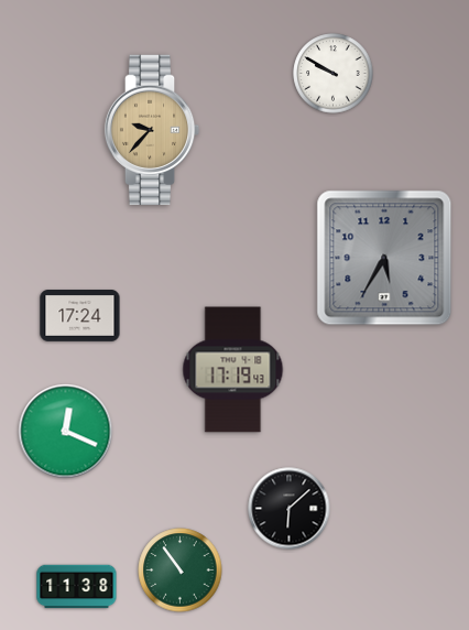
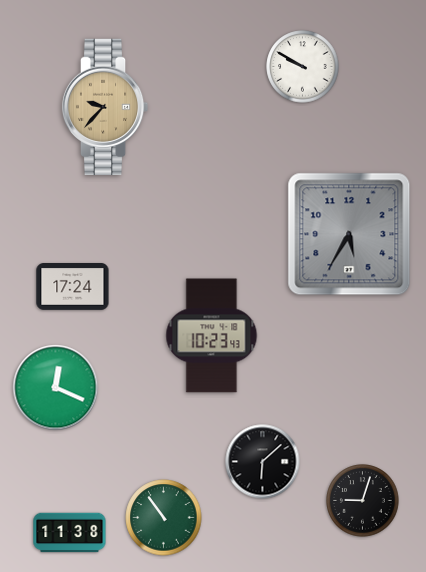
clock at (152, 130) position: (152, 130) -> (105, 107)
clock at (233, 370): 17:19 -> 10:23
clock at (66, 432) position: (66, 432) -> (56, 388)
clock at (363, 501): none -> 9:03
